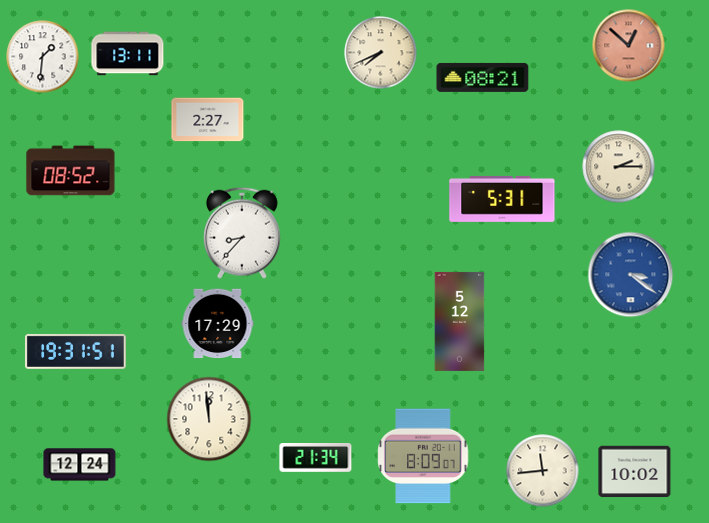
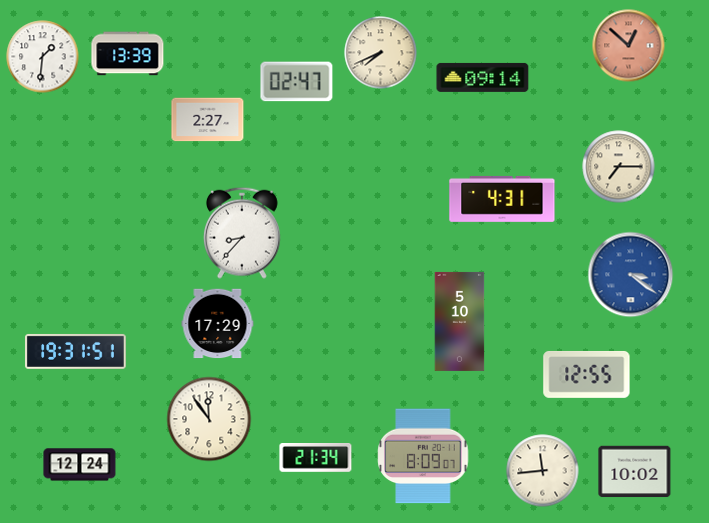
clock at (128, 54): 13:11 -> 13:39
clock at (483, 77): 08:21 -> 09:14
clock at (297, 82): none -> 02:47
clock at (619, 167): 2:15 -> 7:15
clock at (71, 171): 08:52 -> none
clock at (502, 199): 5:31 -> 4:31
clock at (460, 321): 5:12 -> 5:10
clock at (587, 375): none -> 12:55
clock at (209, 419): 11:59 -> 11:54
